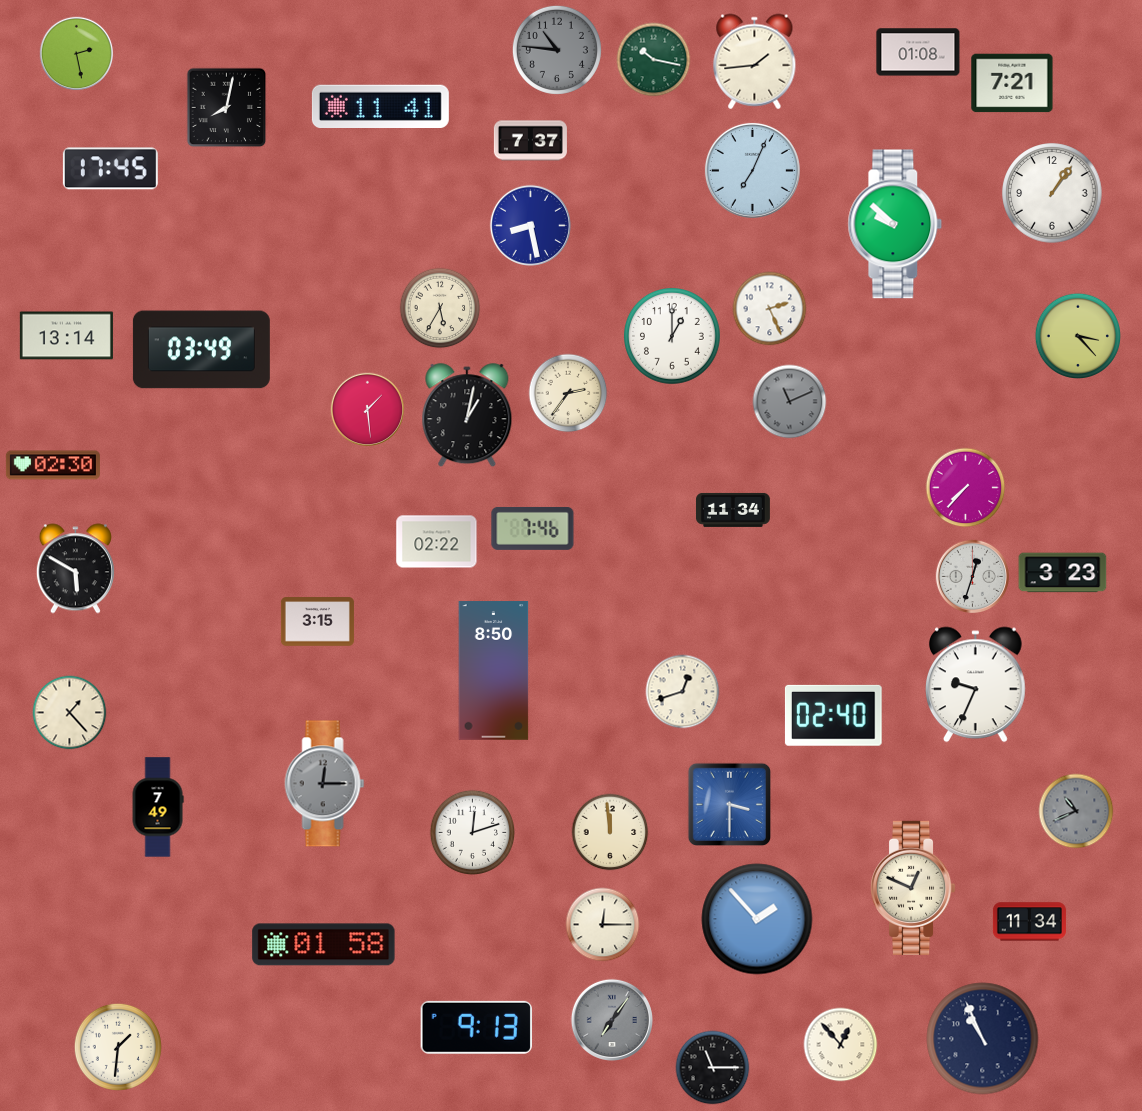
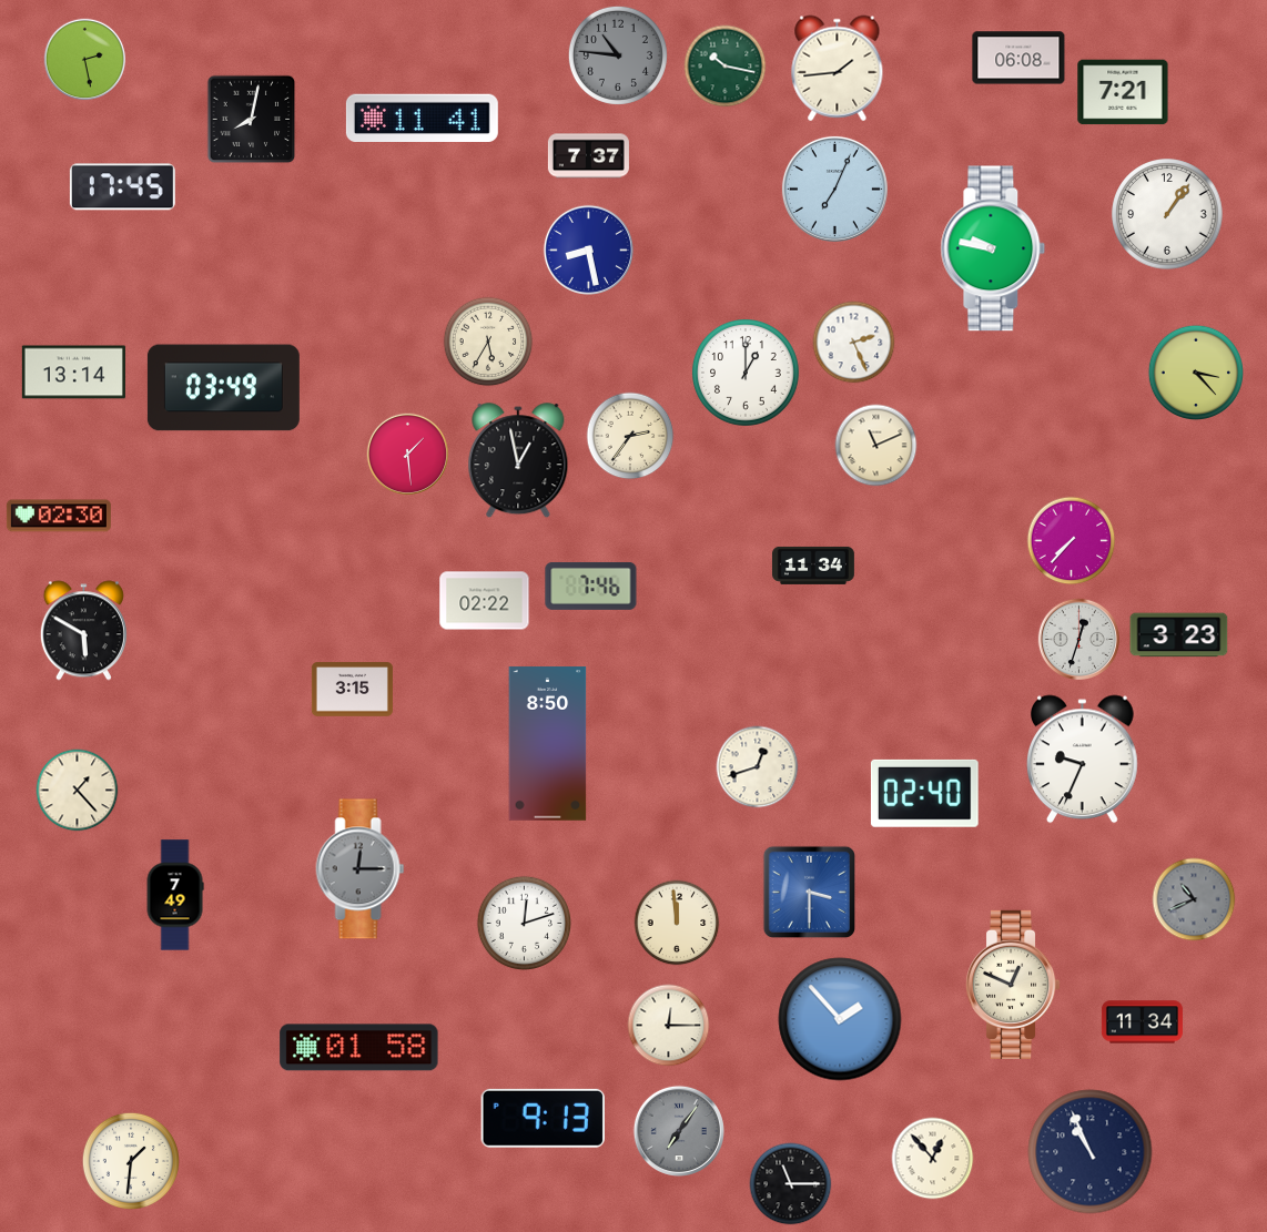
clock at (918, 52): 01:08 -> 06:08
clock at (895, 224): 9:52 -> 9:47
clock at (790, 402) dial: grey -> cream
clock at (467, 416): 1:02 -> 12:58
clock at (476, 1027) position: (476, 1027) -> (543, 1118)
